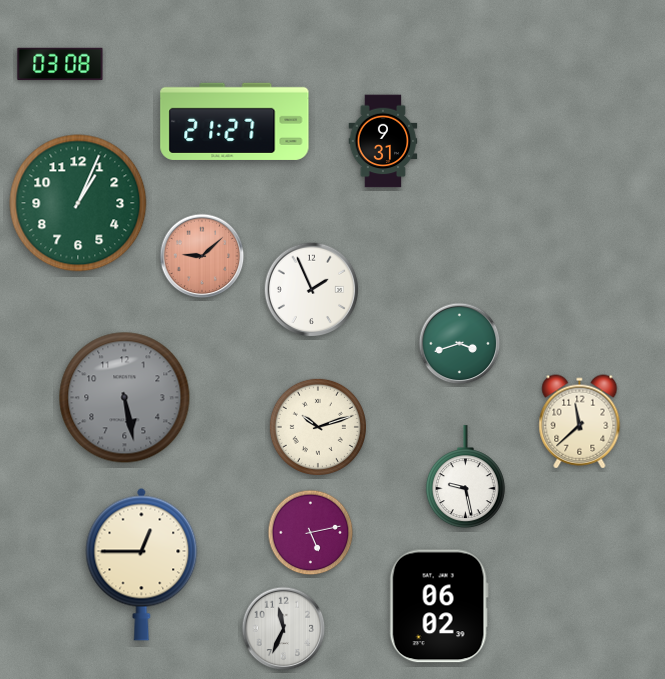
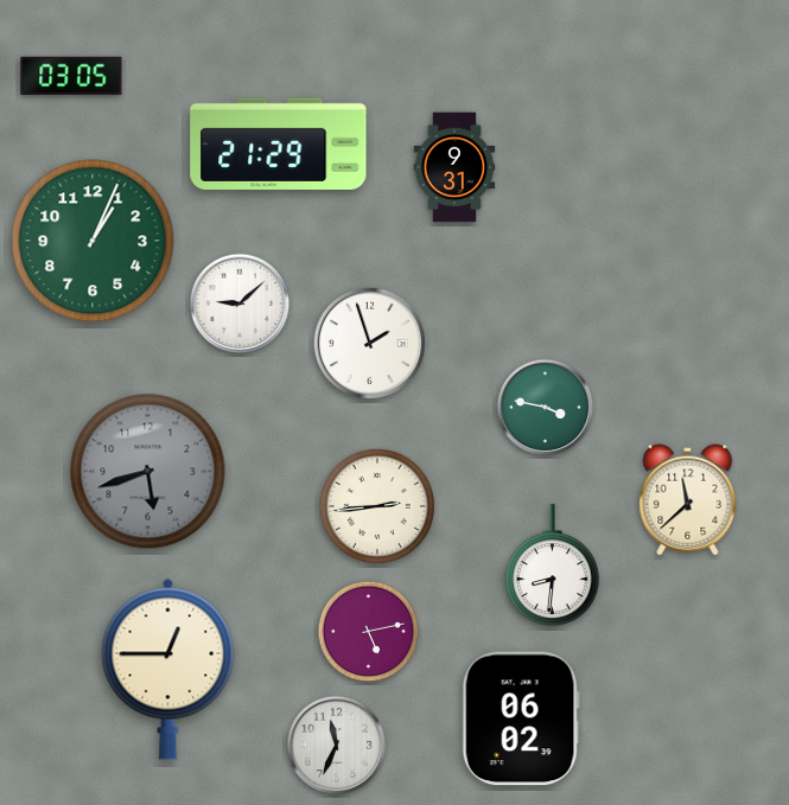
clock at (60, 64): 03:08 -> 03:05
clock at (235, 121): 21:27 -> 21:29
clock at (202, 256) dial: salmon -> white
clock at (312, 290): 1:56 -> 1:57
clock at (460, 344): 3:42 -> 3:47
clock at (125, 398): 5:28 -> 5:42
clock at (318, 427): 10:12 -> 2:44
clock at (465, 477): 9:28 -> 8:31
